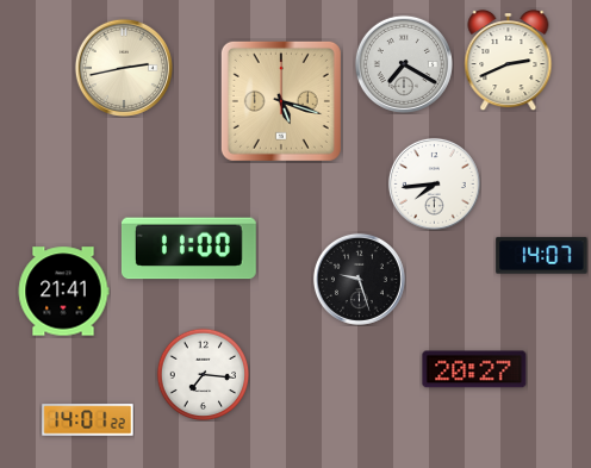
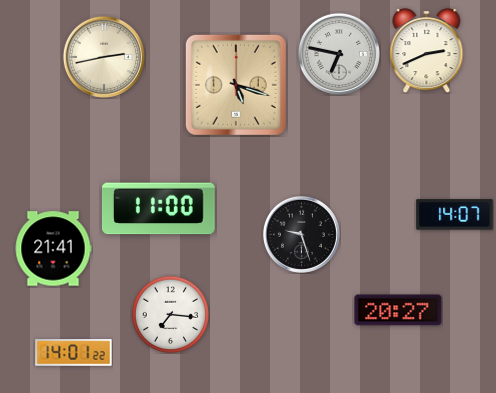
clock at (404, 64): 7:20 -> 6:47
clock at (434, 183): 7:44 -> none
clock at (63, 292) position: (63, 292) -> (53, 249)
